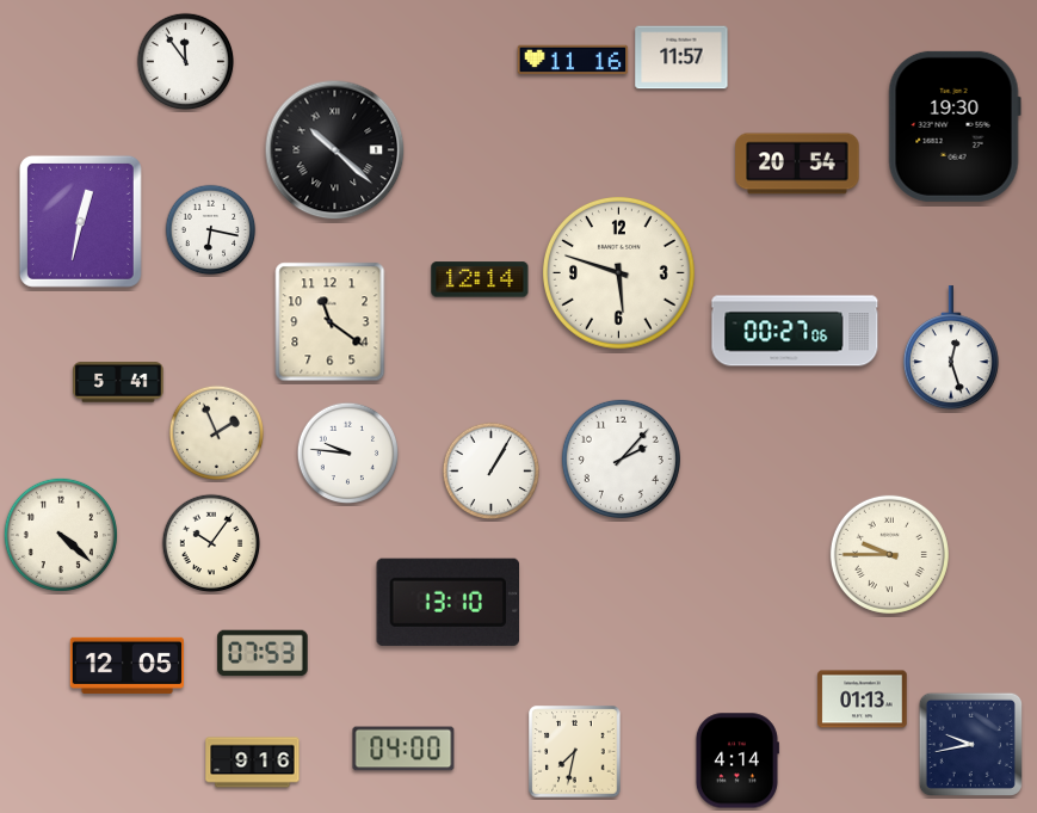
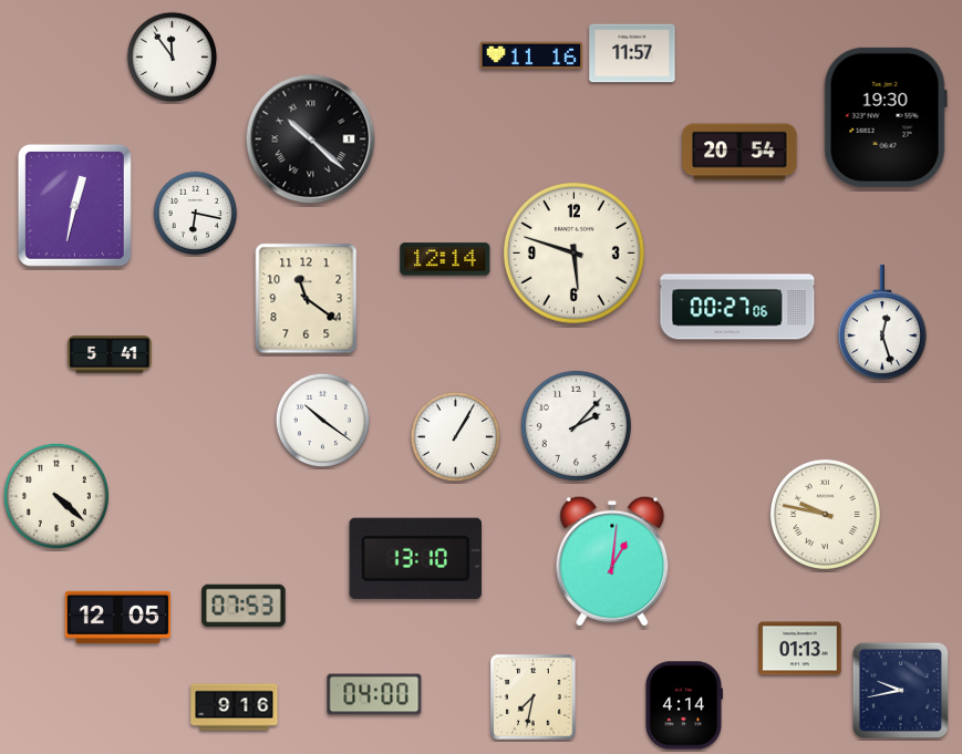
clock at (217, 433): 1:56 -> none
clock at (347, 452): 9:46 -> 10:21
clock at (211, 543): 10:06 -> none
clock at (889, 554): 9:45 -> 9:47
clock at (612, 561): none -> 1:01
